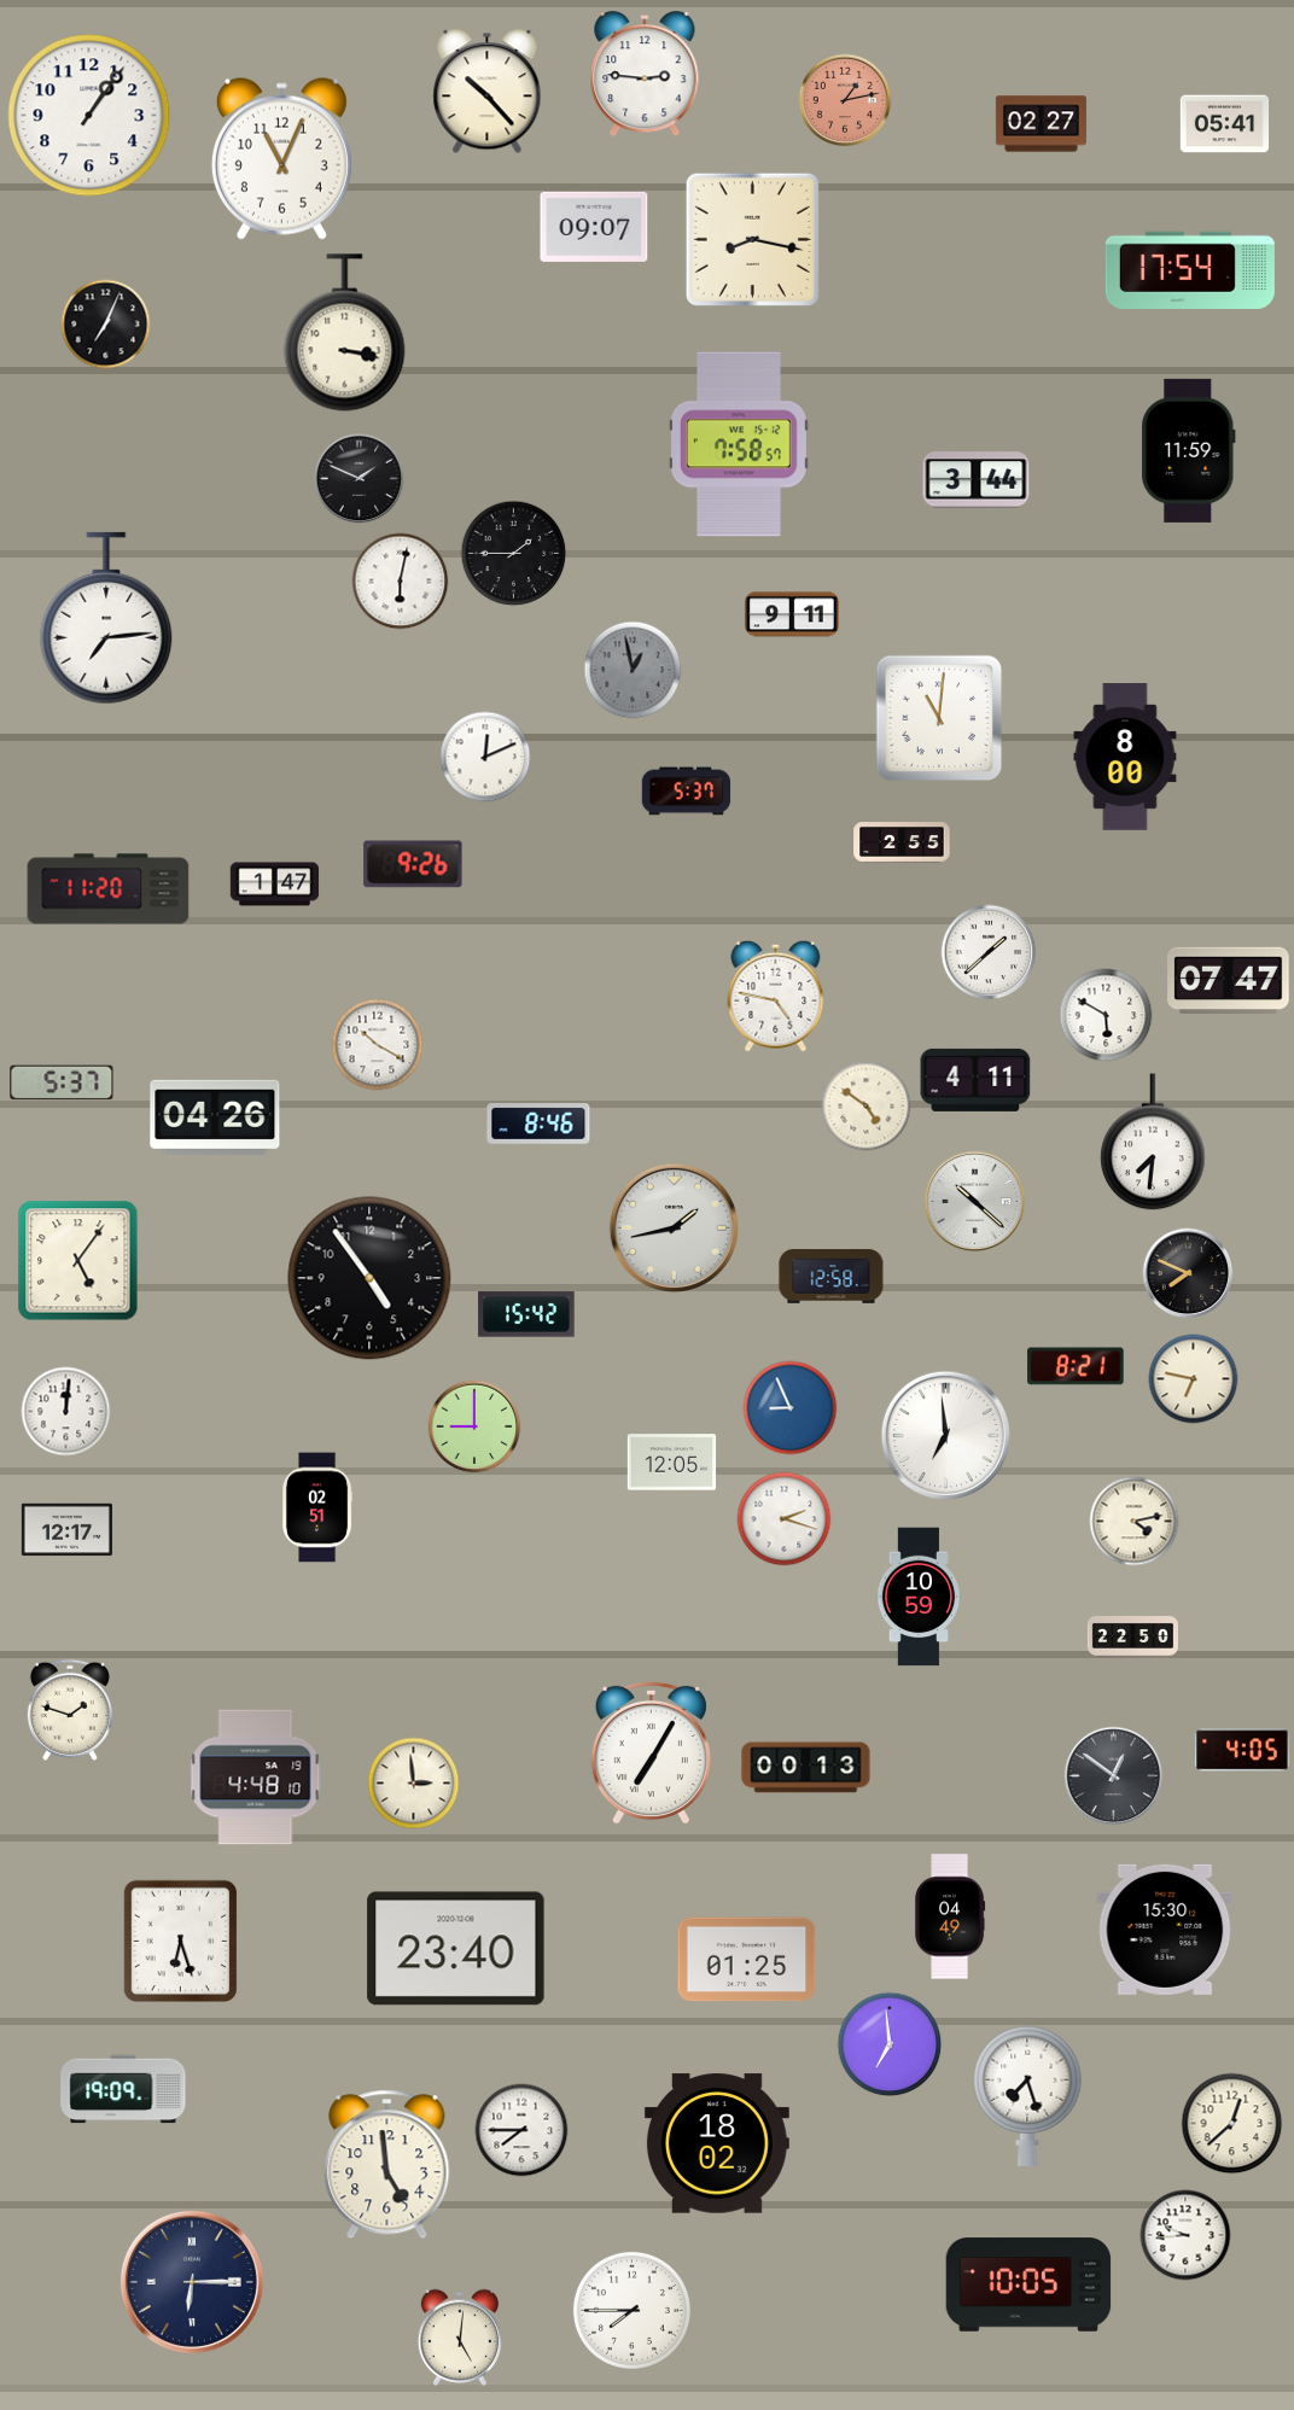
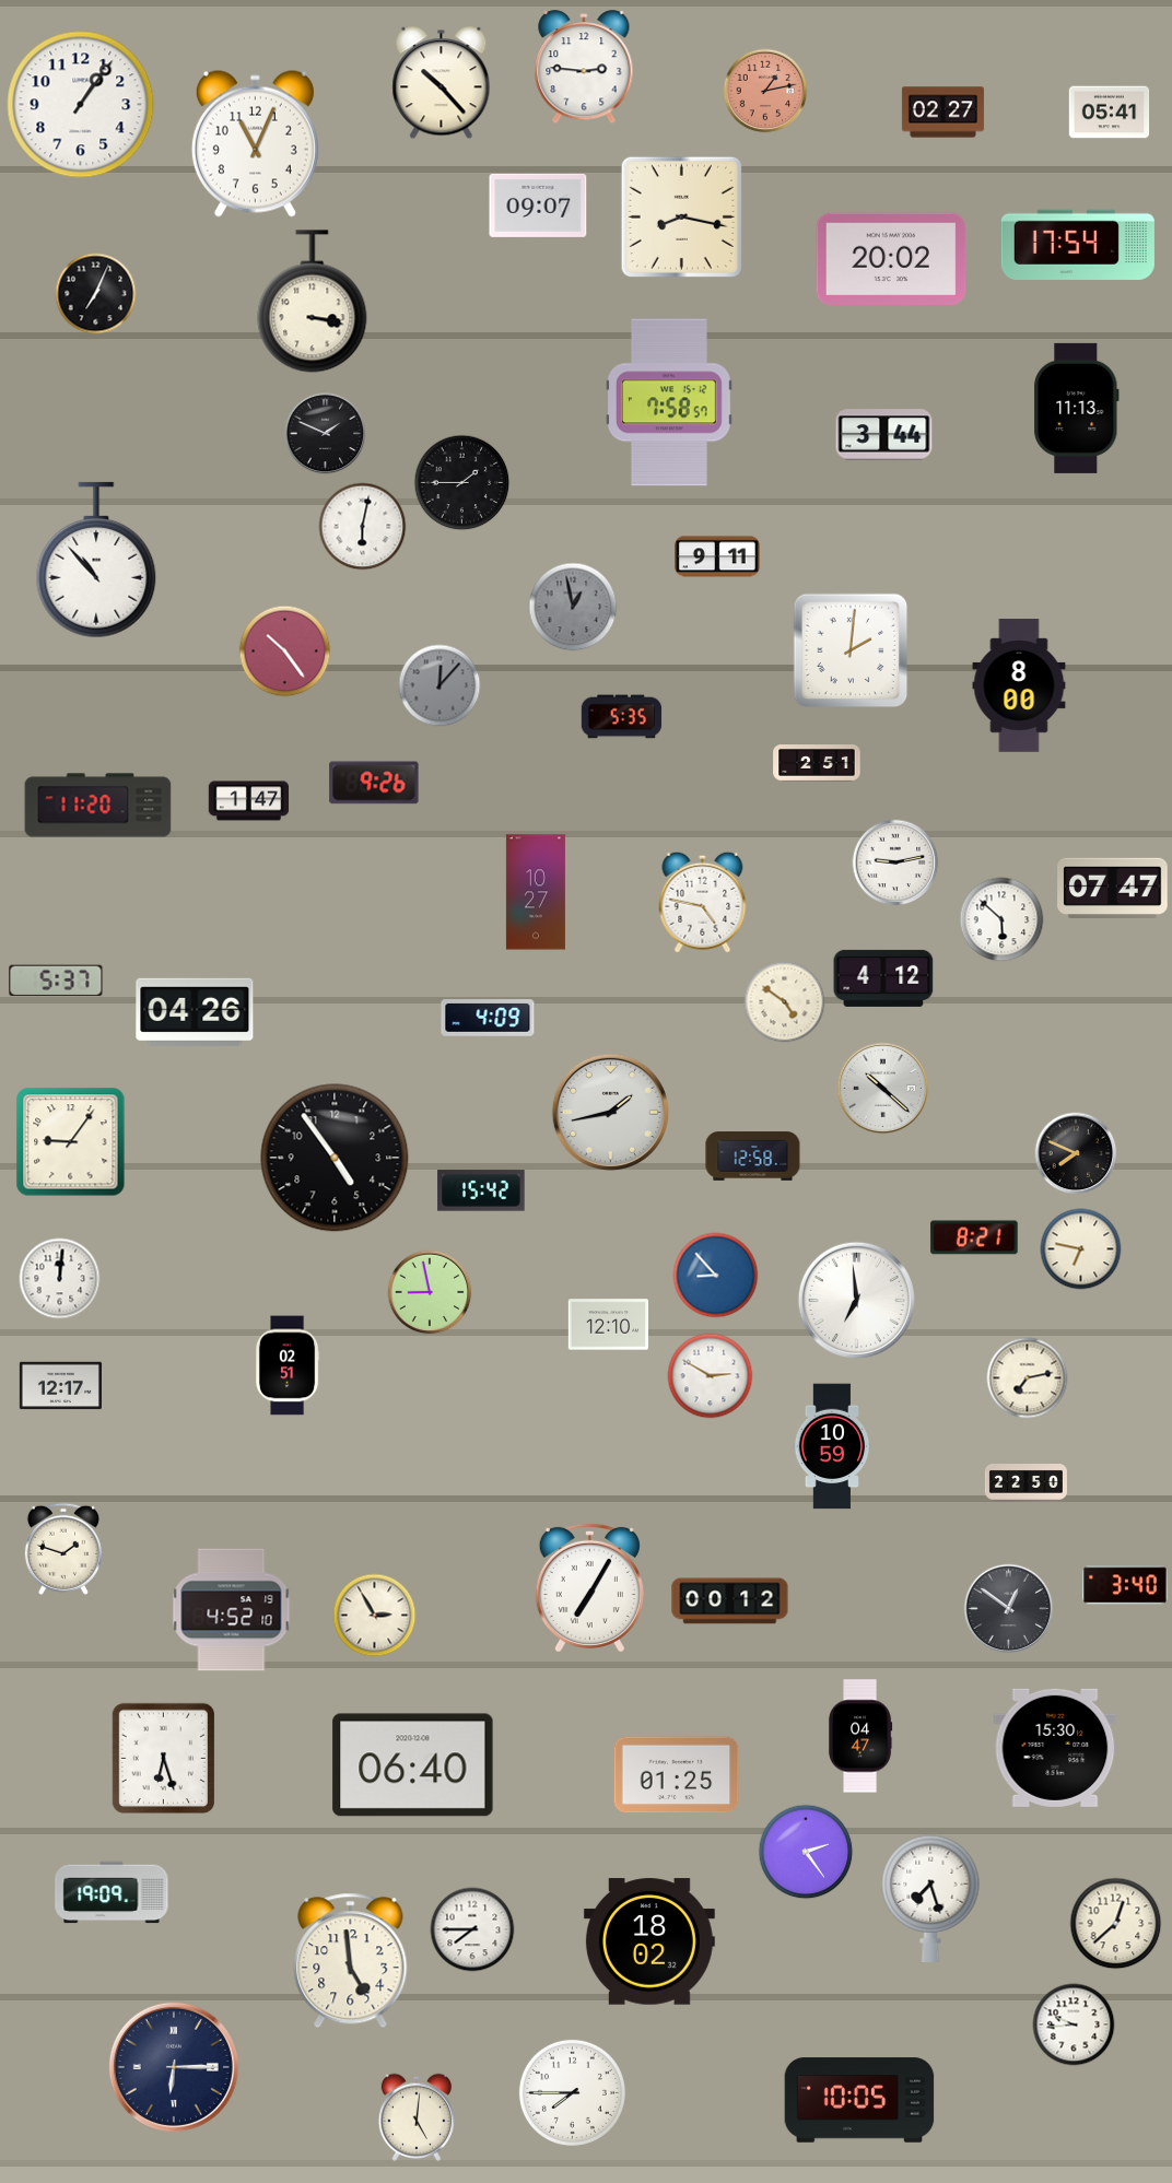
clock at (891, 259): none -> 20:02
clock at (1189, 450): 11:59 -> 11:13
clock at (514, 554) position: (514, 554) -> (462, 483)
clock at (106, 618): 7:14 -> 10:53
clock at (939, 718): 11:01 -> 2:01
clock at (285, 652): none -> 10:24
clock at (485, 757): 12:11 -> 12:07
clock at (485, 757) dial: white -> grey
clock at (687, 792): 5:37 -> 5:35
clock at (902, 844): 2:55 -> 2:51
clock at (989, 952): 1:38 -> 9:13
clock at (536, 892): none -> 10:27
clock at (1106, 1015): 5:50 -> 5:52
clock at (378, 1045): 10:20 -> none
clock at (975, 1080): 4:11 -> 4:12
clock at (538, 1125): 8:46 -> 4:09
clock at (1153, 1142): 7:31 -> none
clock at (78, 1261): 5:06 -> 9:06
clock at (526, 1314) position: (526, 1314) -> (481, 1190)
clock at (791, 1408): 8:56 -> 8:53
clock at (474, 1426): 9:00 -> 8:58
clock at (672, 1463): 12:05 -> 12:10
clock at (785, 1519): 2:18 -> 2:50
clock at (1135, 1522): 4:13 -> 7:13
clock at (1243, 1750): 4:05 -> 3:40
clock at (806, 1768): 00:13 -> 00:12
clock at (256, 1778): 4:48 -> 4:52
clock at (414, 1784): 2:59 -> 2:55
clock at (950, 1916): 04:49 -> 04:47
clock at (456, 1949): 23:40 -> 06:40
clock at (890, 2044): 6:59 -> 2:24
clock at (1028, 2284) position: (1028, 2284) -> (859, 2100)
